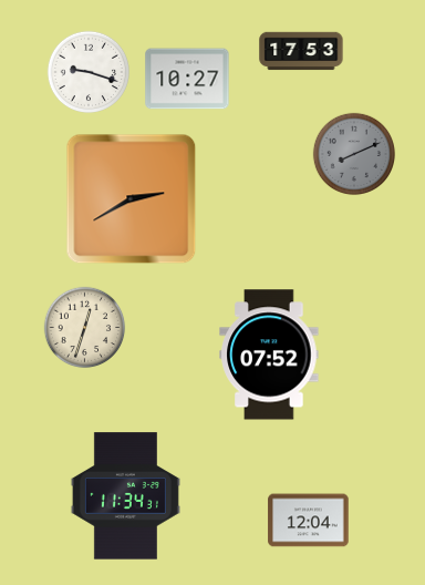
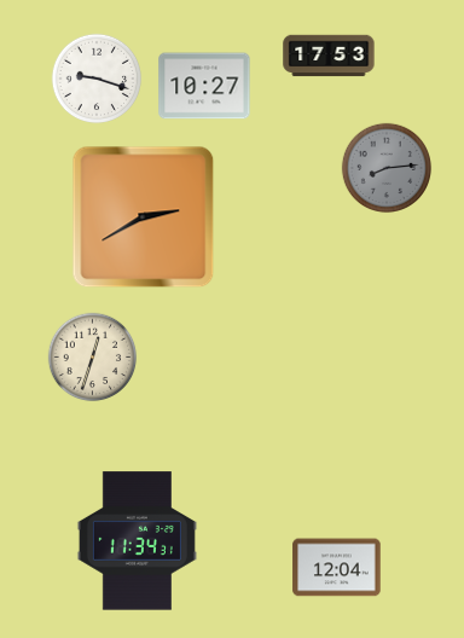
clock at (354, 154): 8:11 -> 8:14
clock at (269, 355): 07:52 -> none
